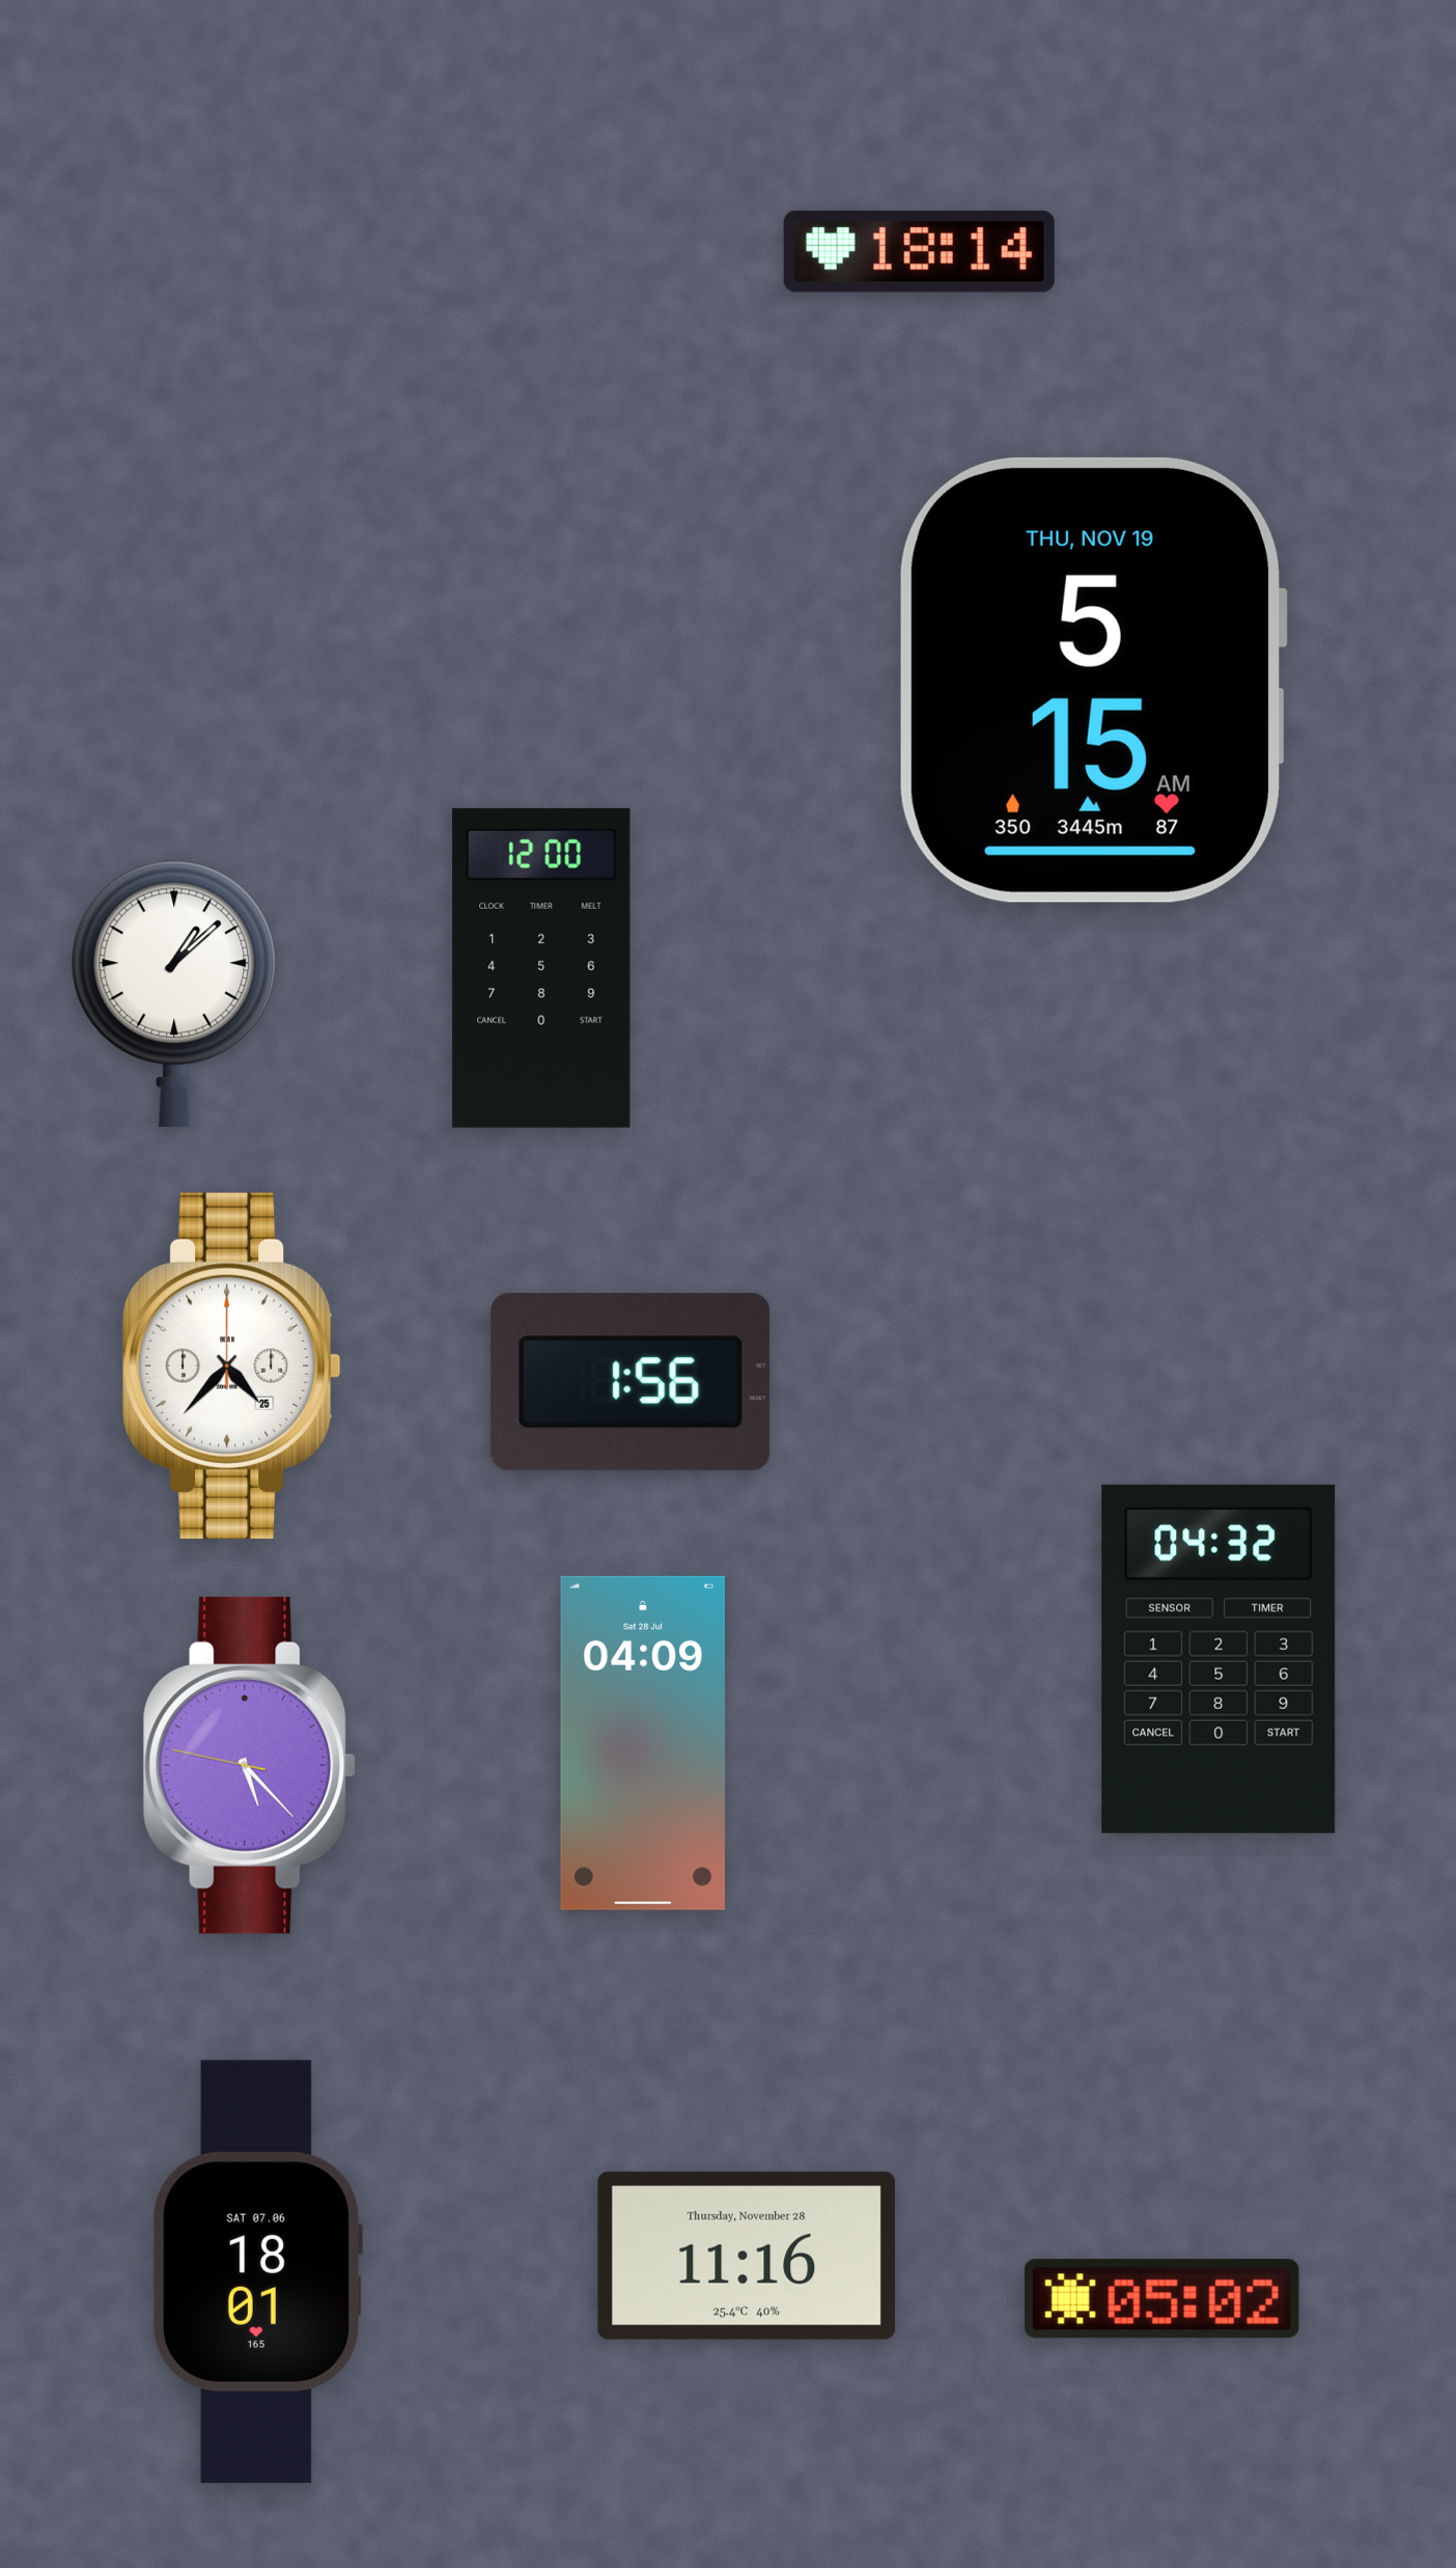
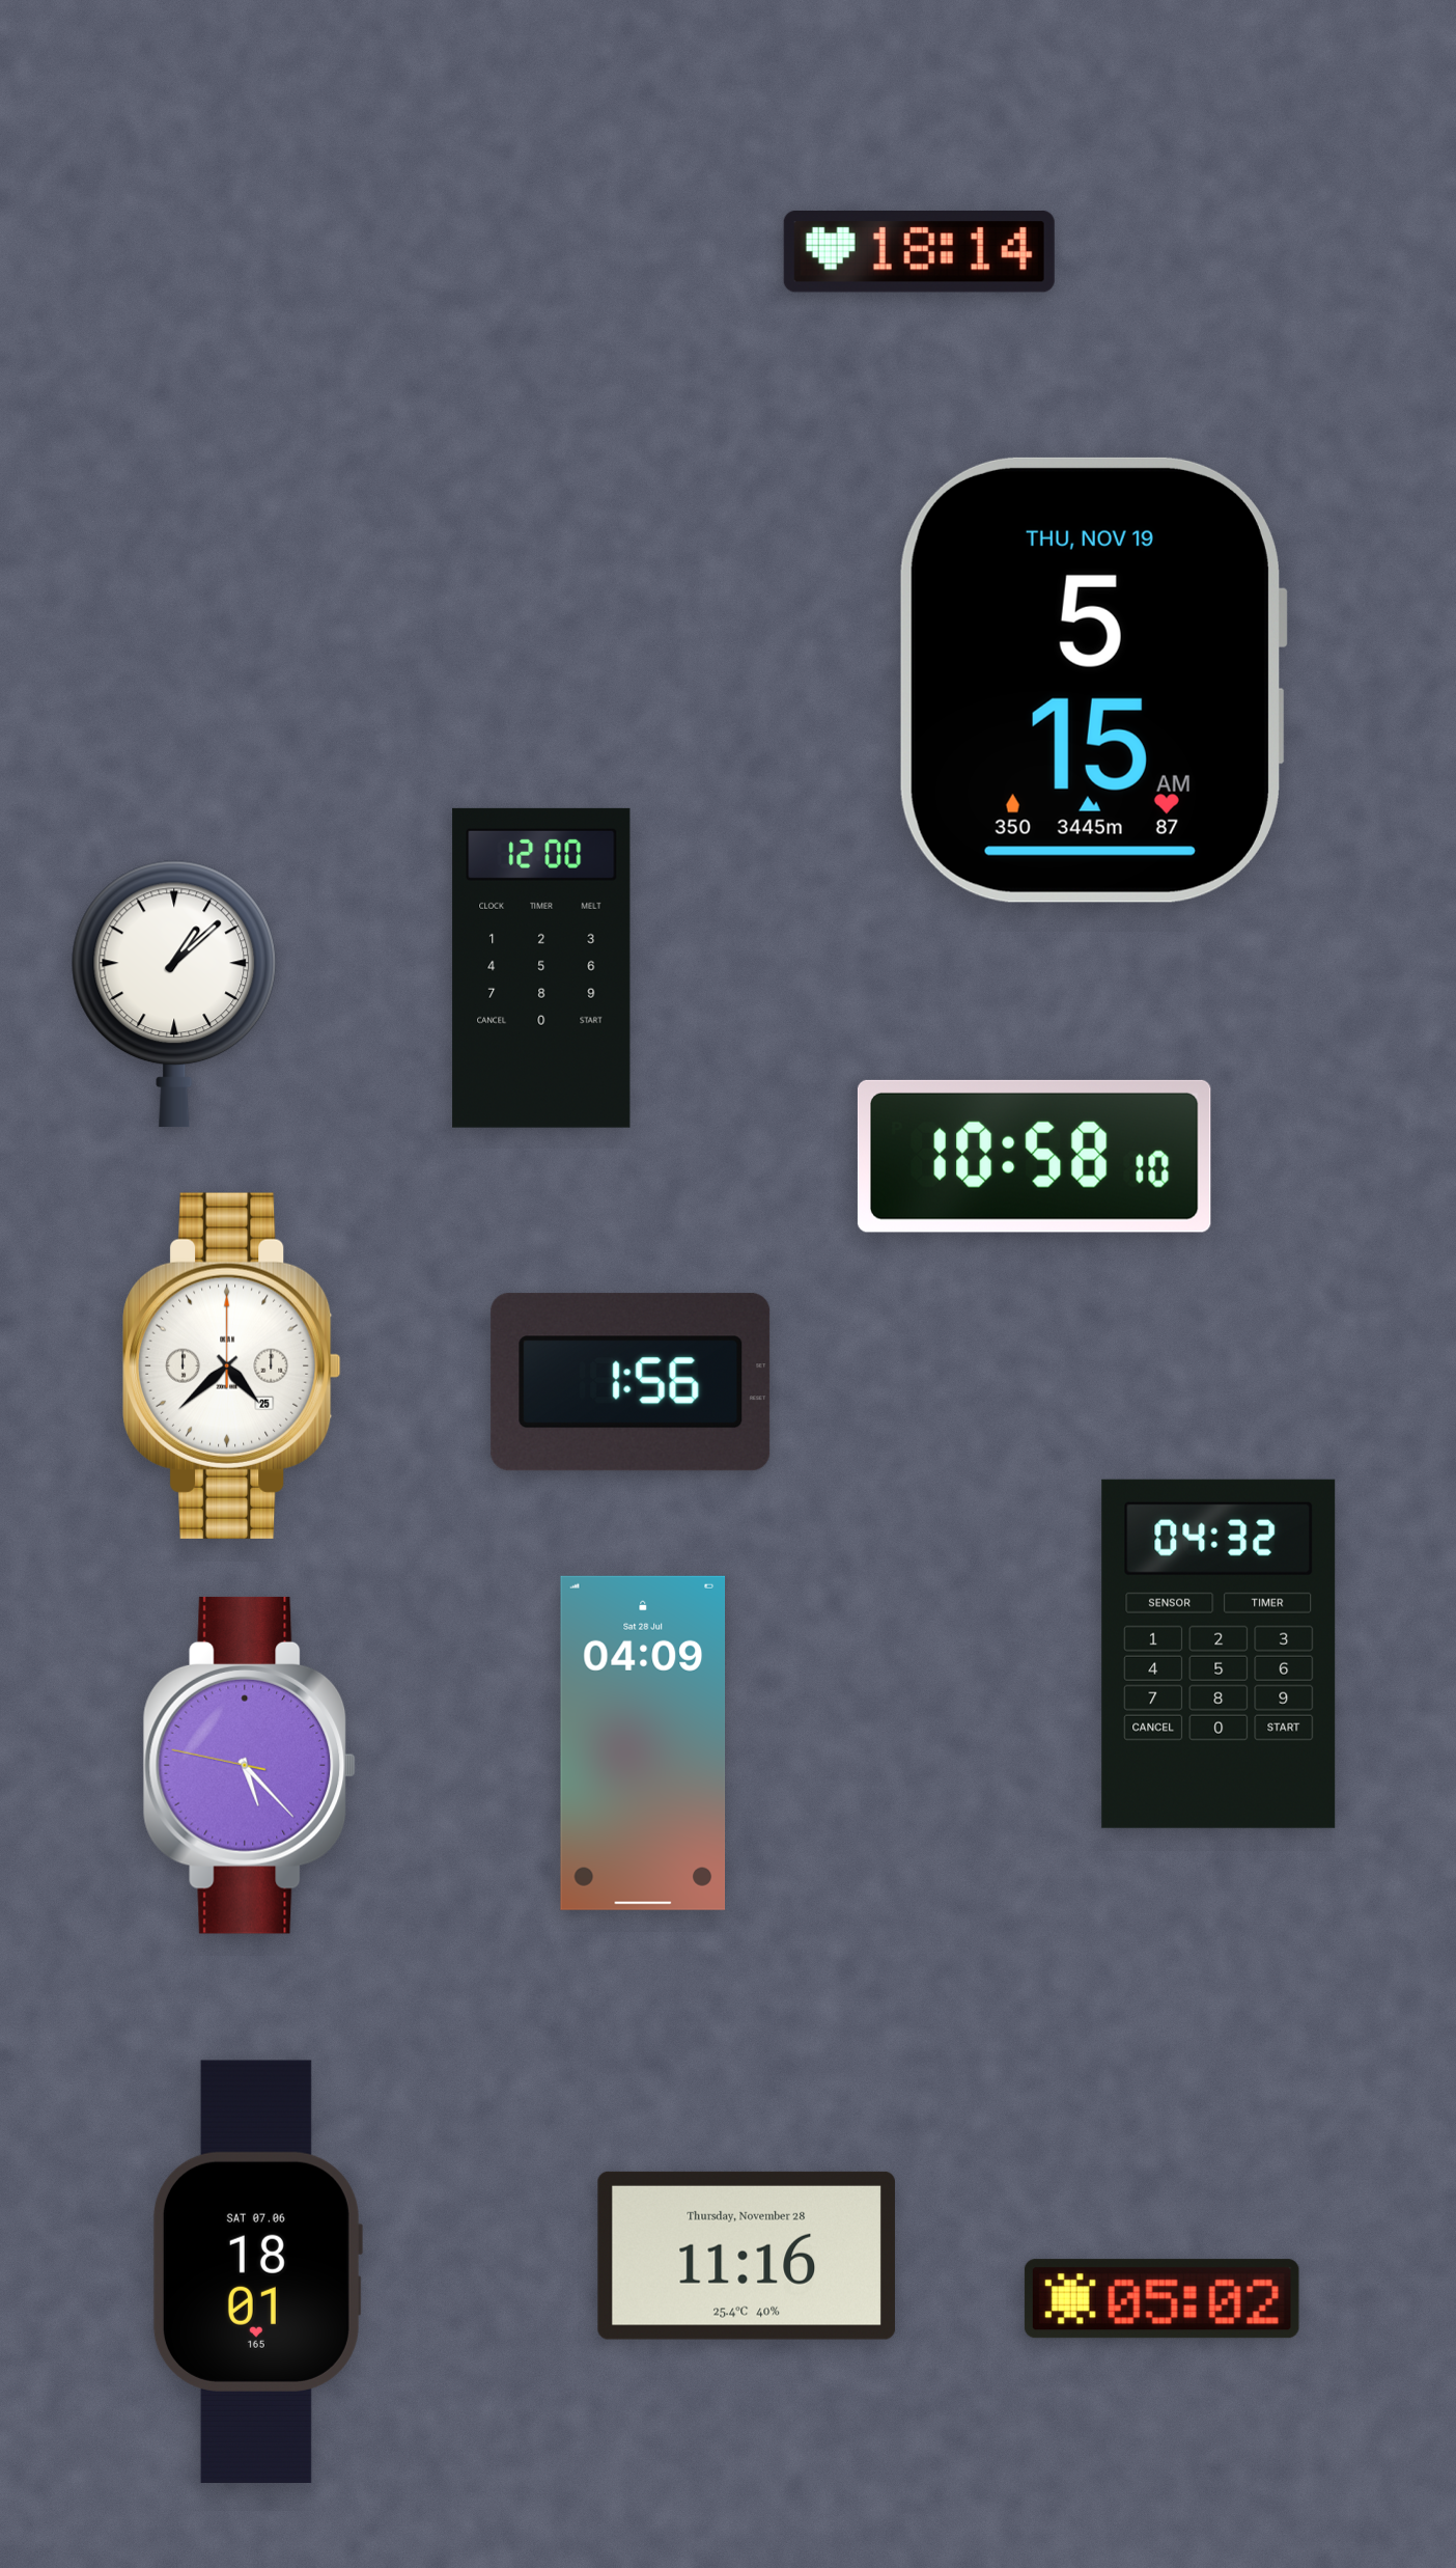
clock at (1034, 1156): none -> 10:58
clock at (232, 1365): 4:37 -> 4:38
clock at (1219, 1659) position: (1219, 1659) -> (1219, 1654)
